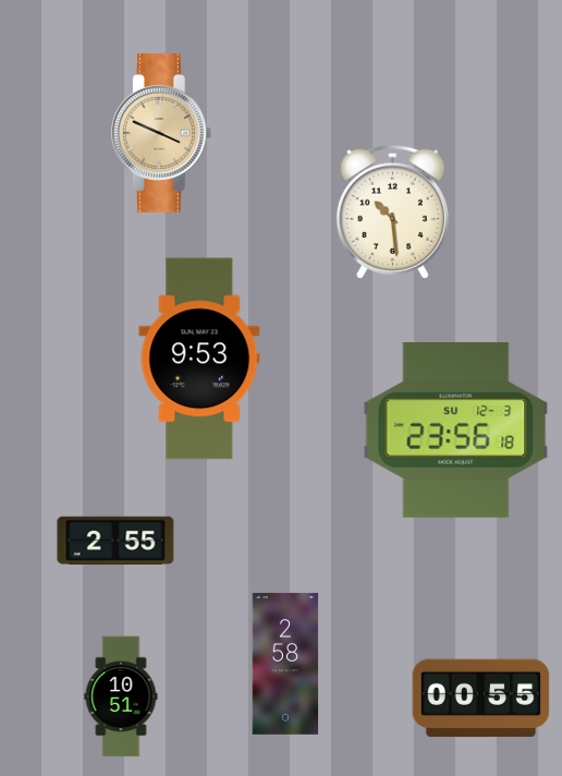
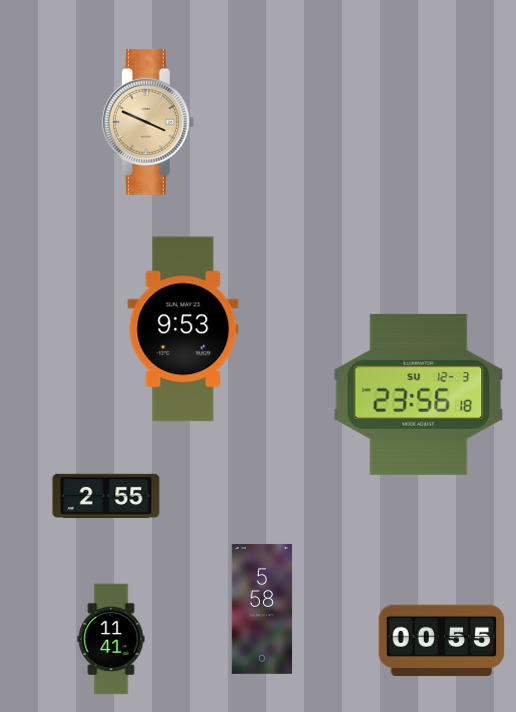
clock at (392, 211): 10:29 -> none
clock at (285, 664): 2:58 -> 5:58
clock at (121, 696): 10:51 -> 11:41
